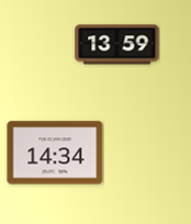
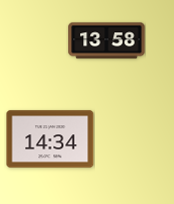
clock at (117, 45): 13:59 -> 13:58
